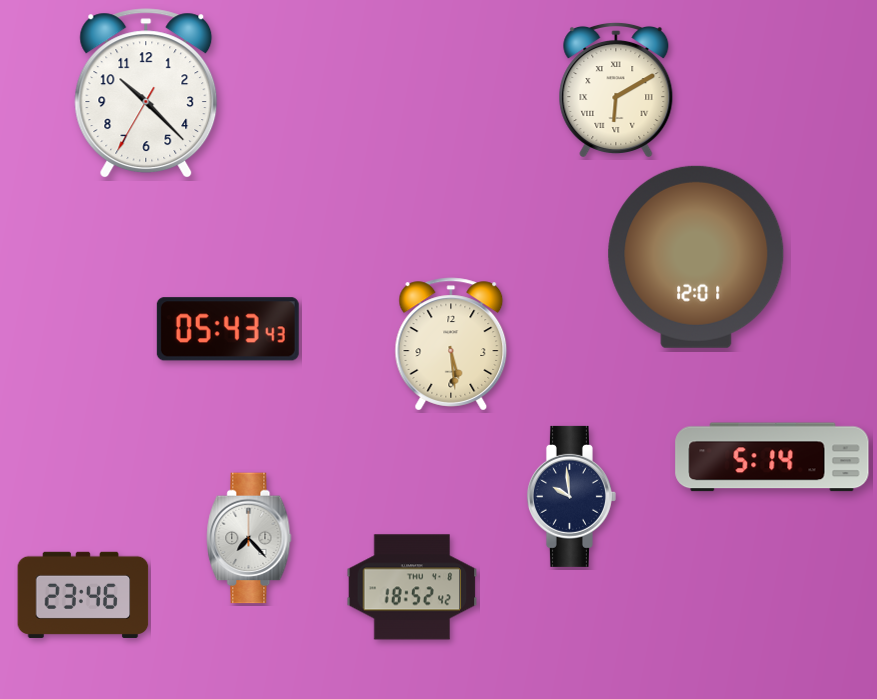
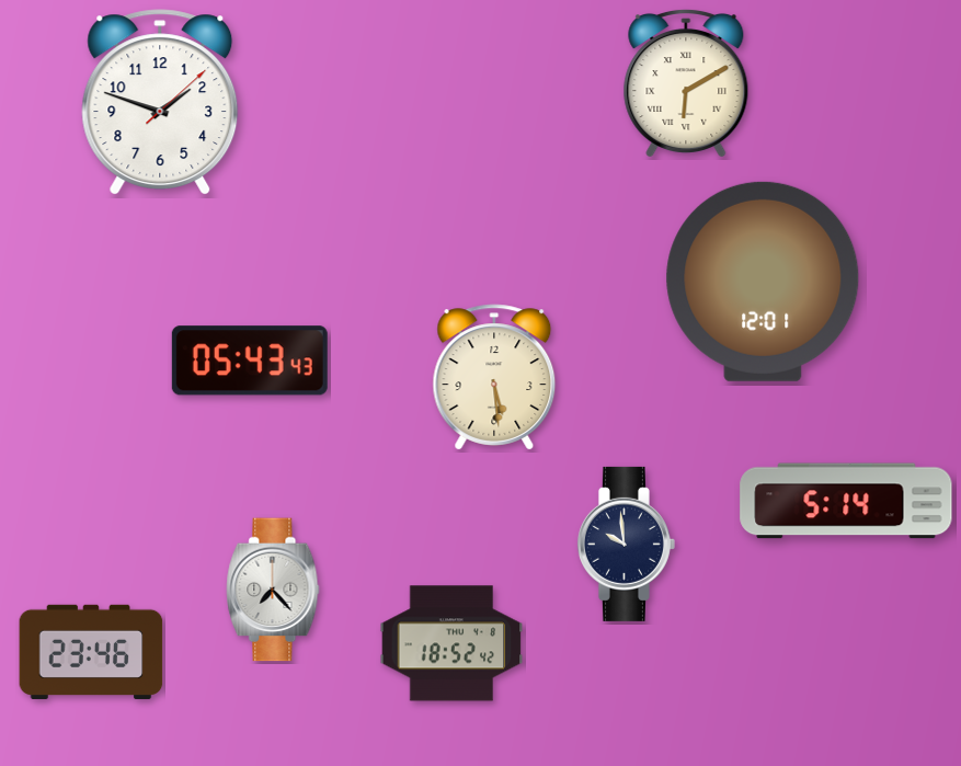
clock at (616, 89) position: (616, 89) -> (686, 82)
clock at (146, 93): 10:22 -> 1:48
